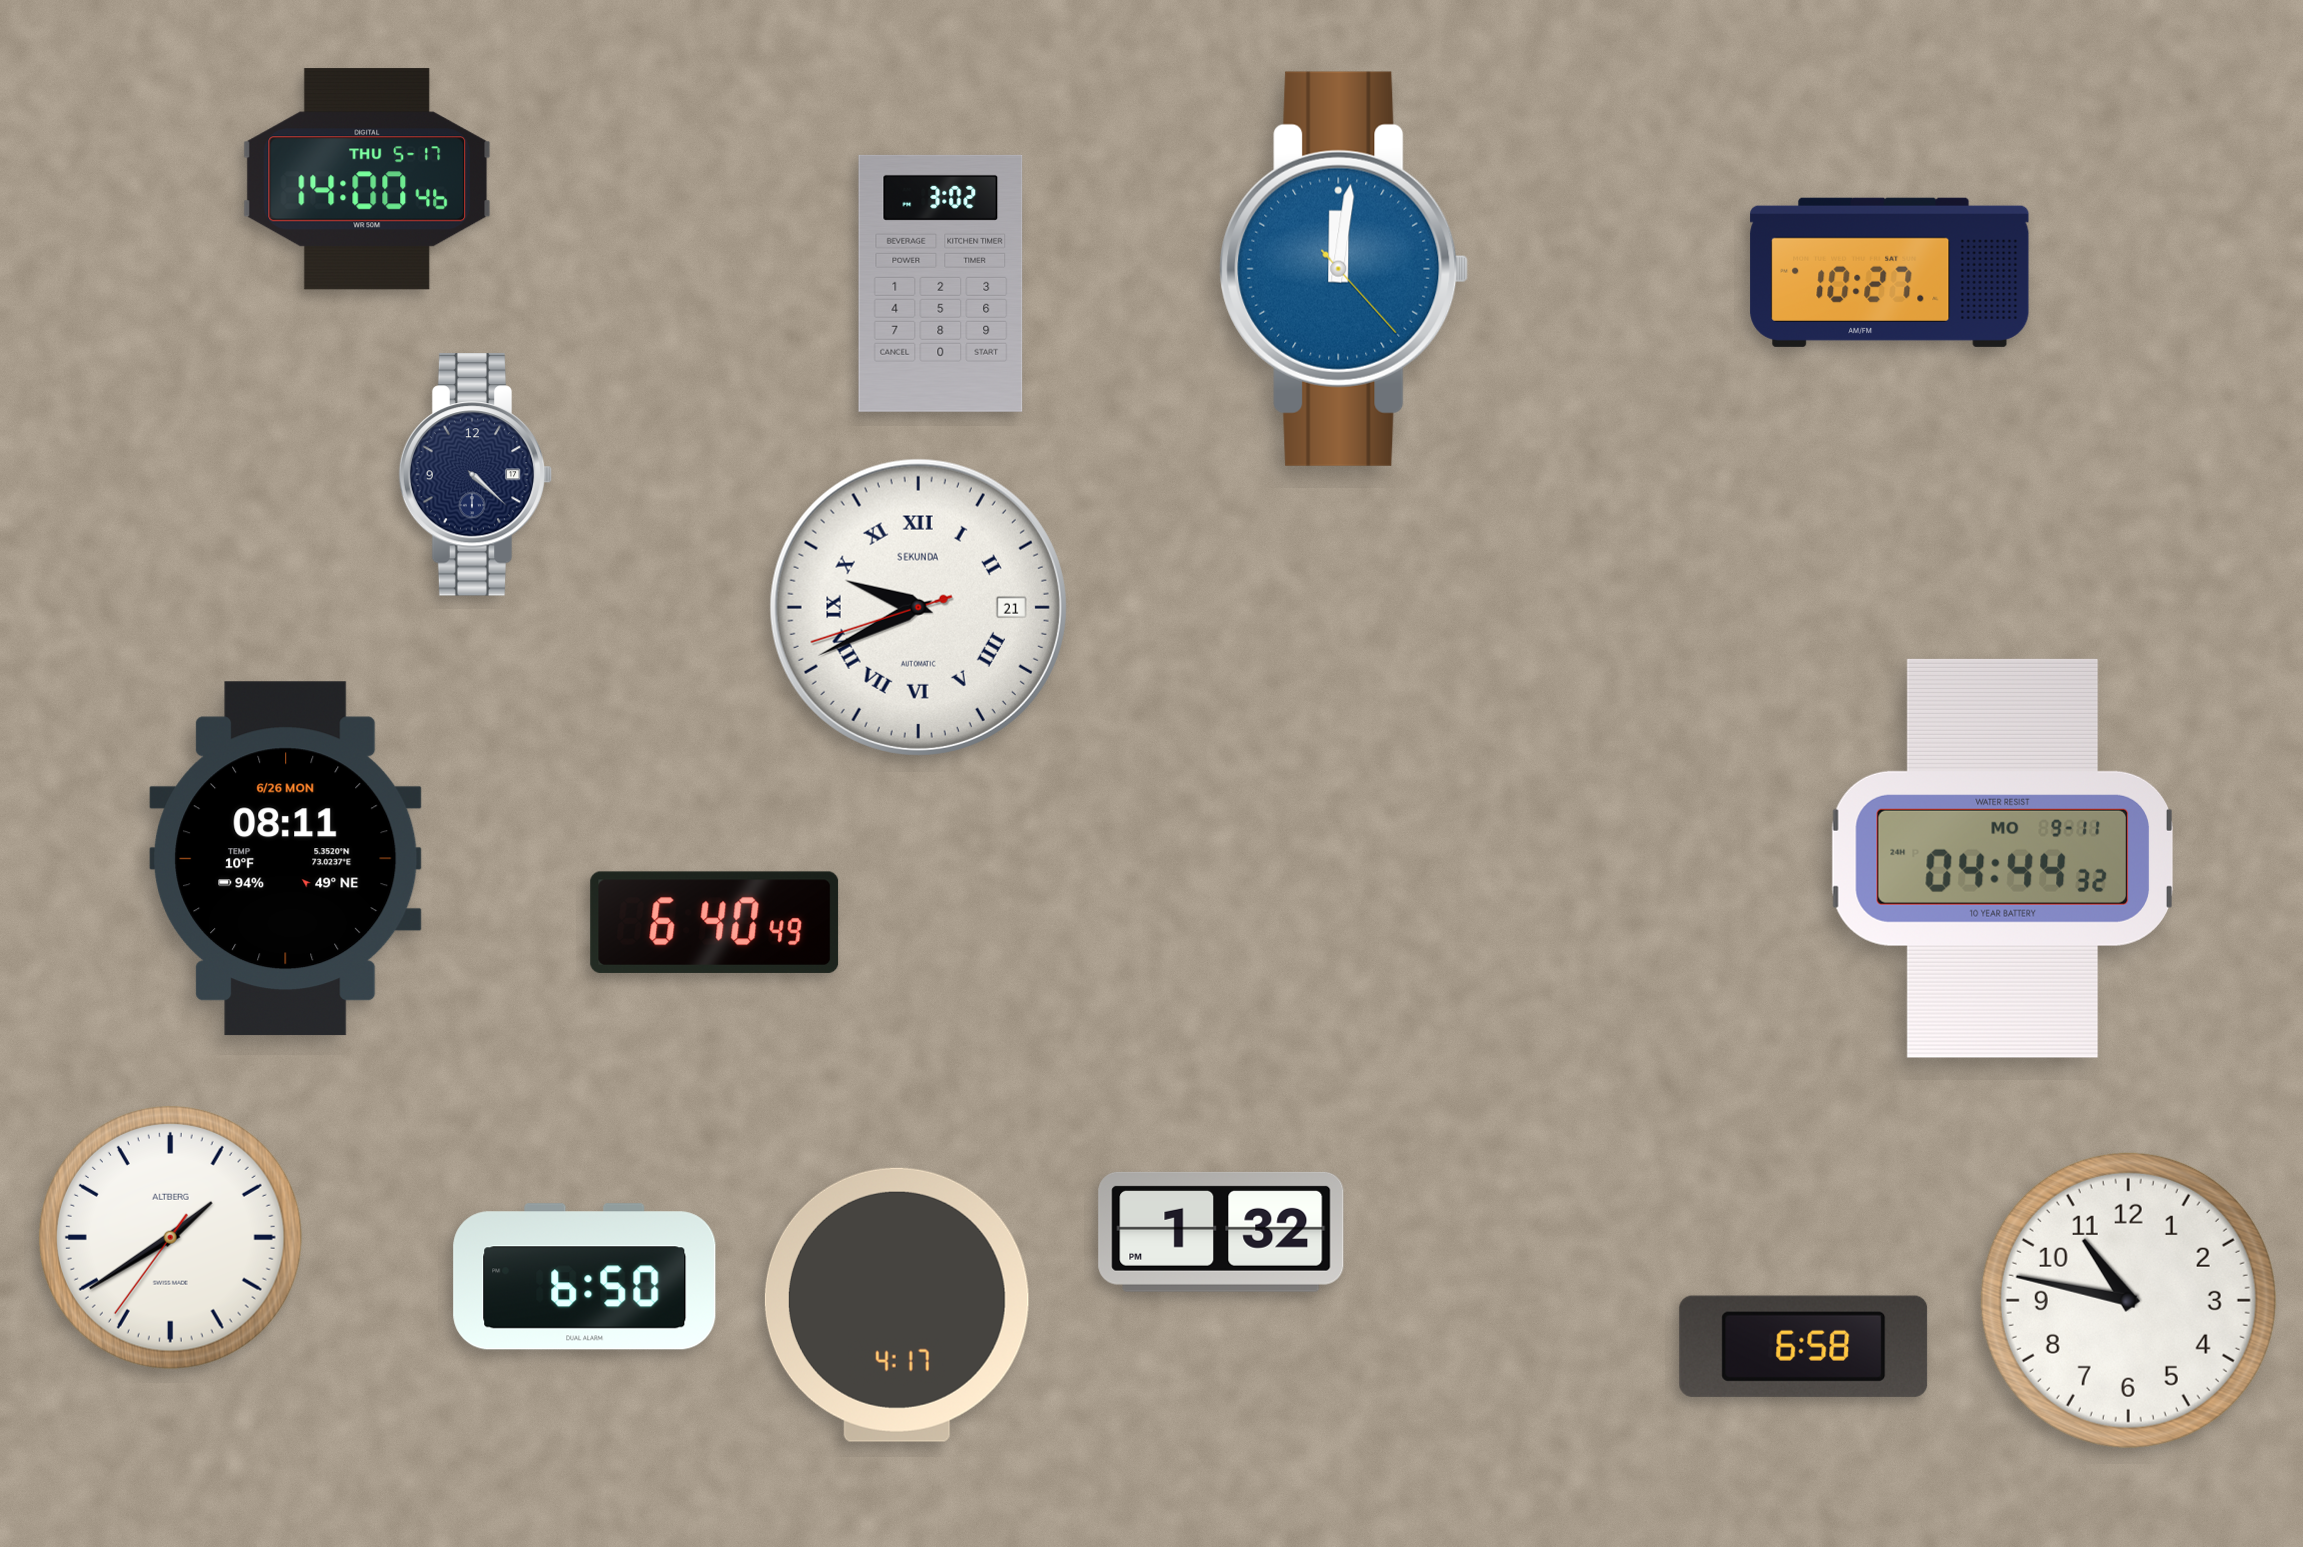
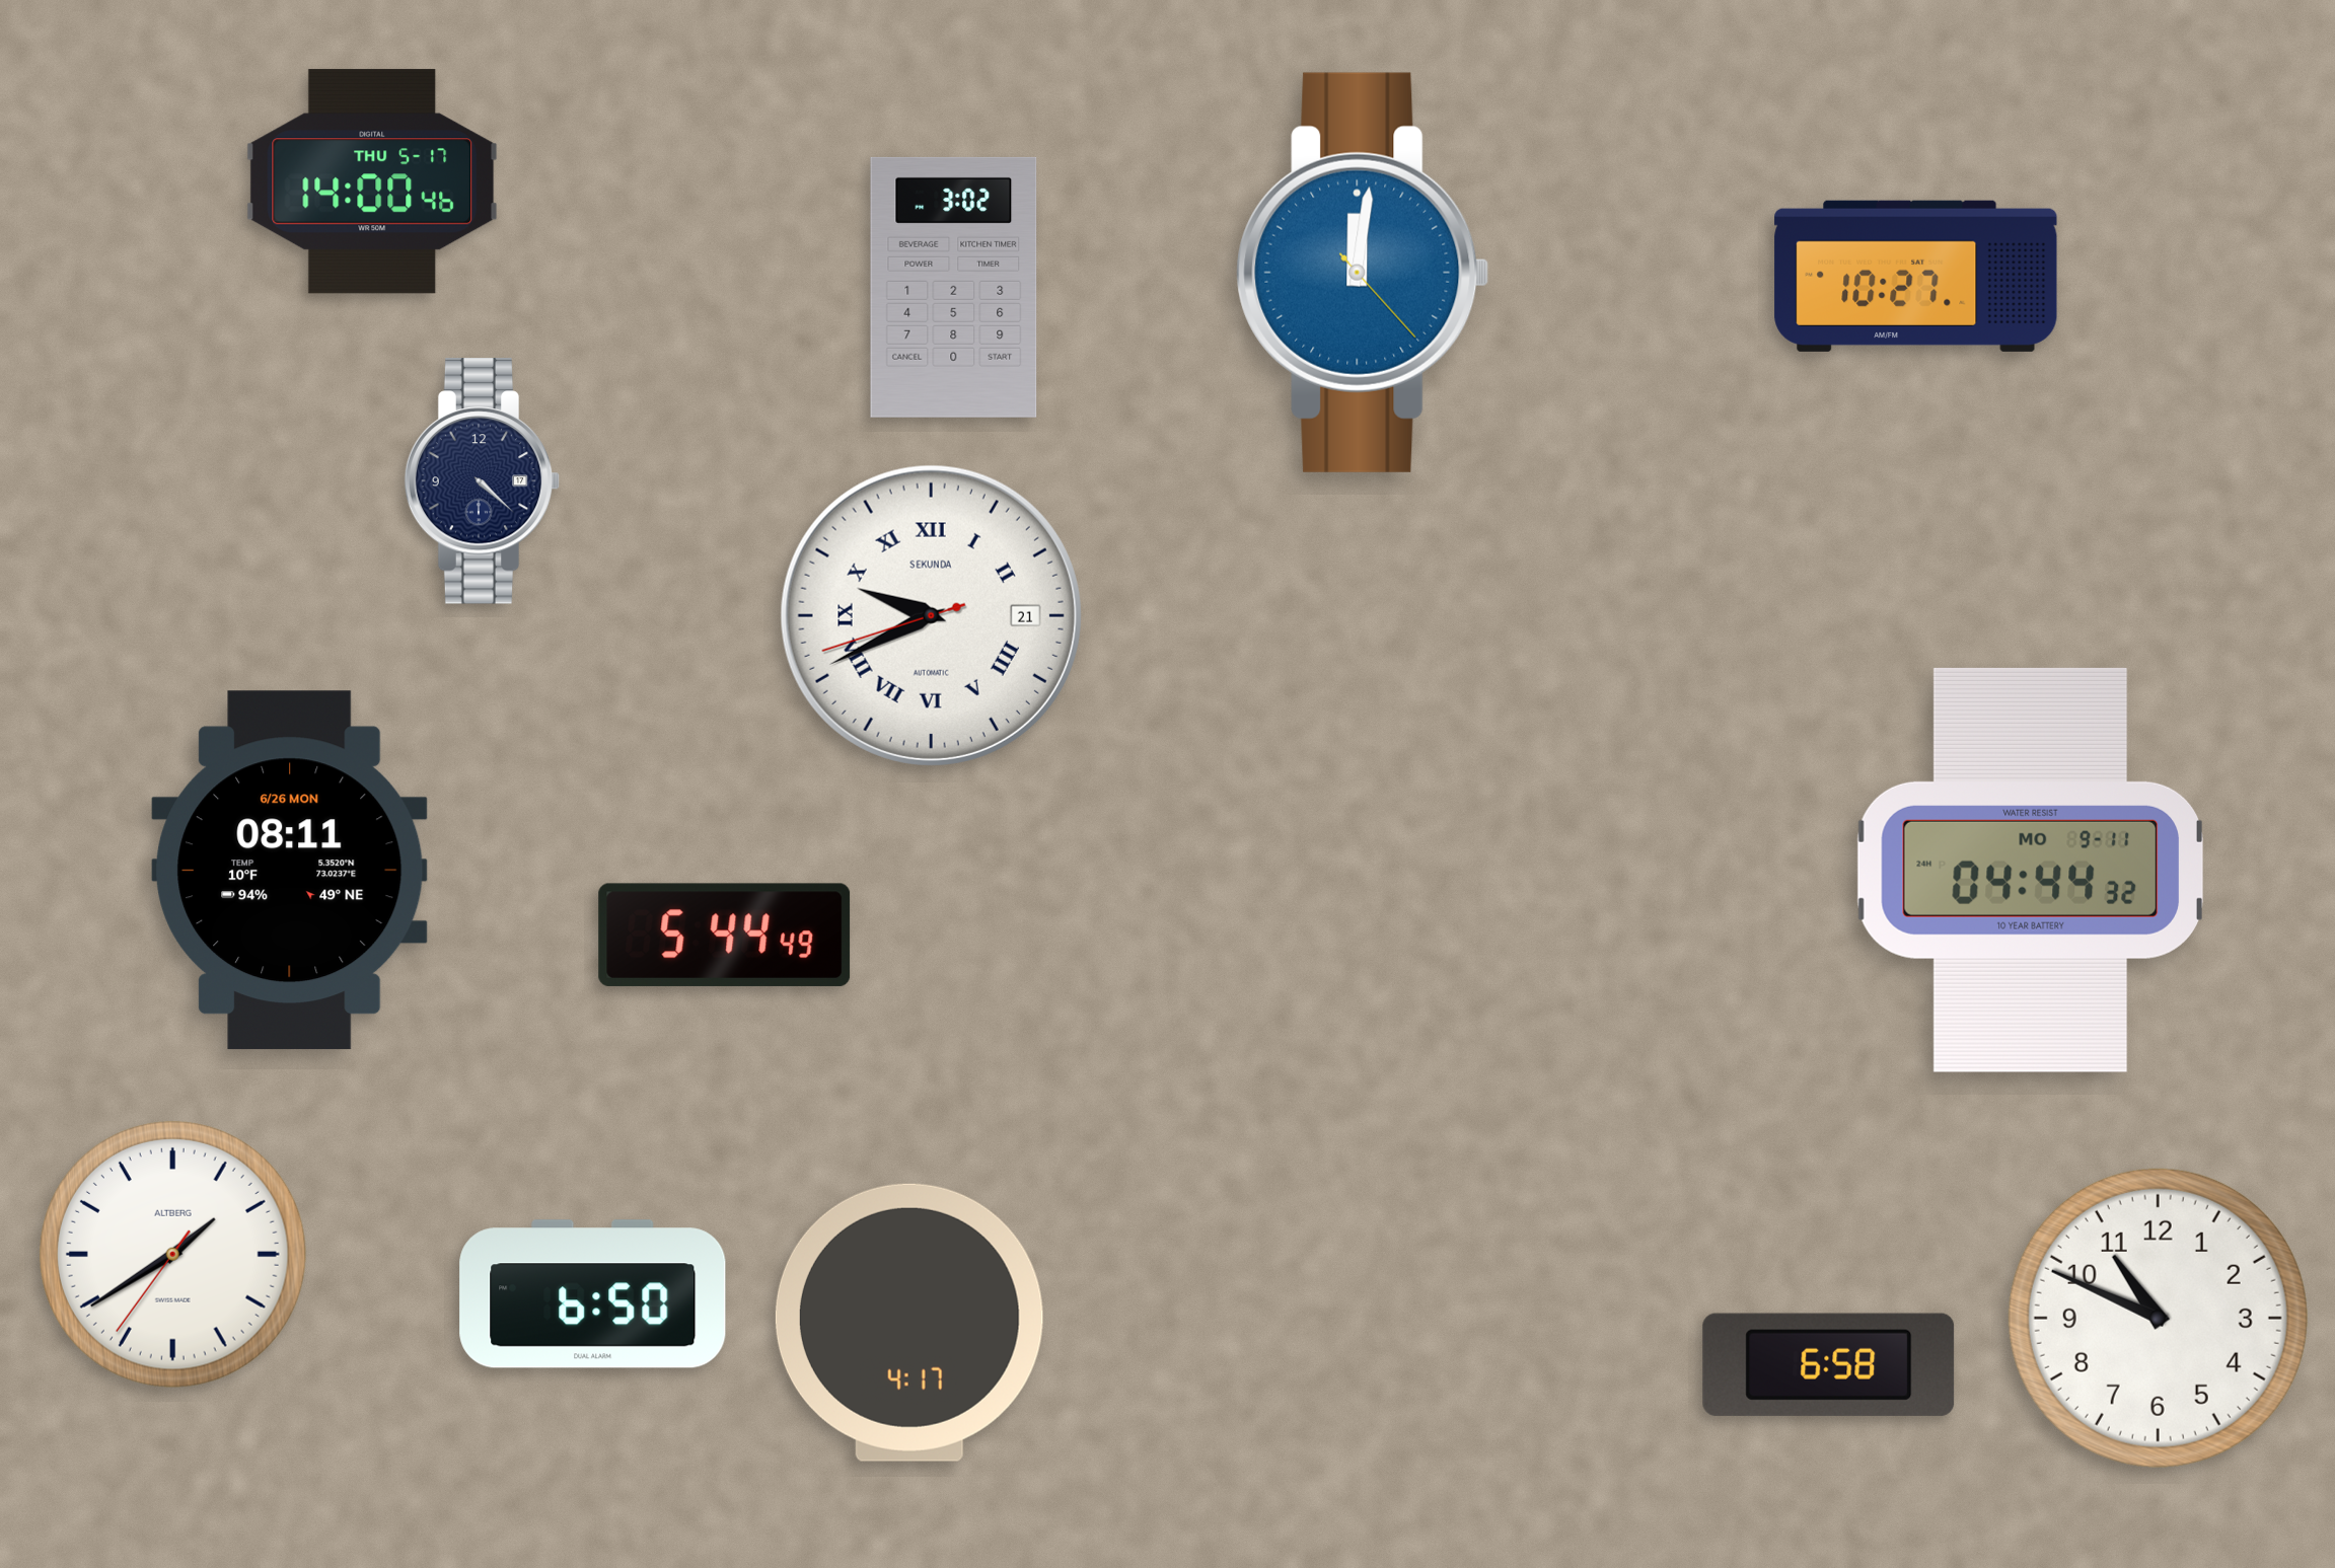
clock at (715, 922): 6:40 -> 5:44
clock at (1221, 1232): 1:32 -> none
clock at (2128, 1300): 10:47 -> 10:49
